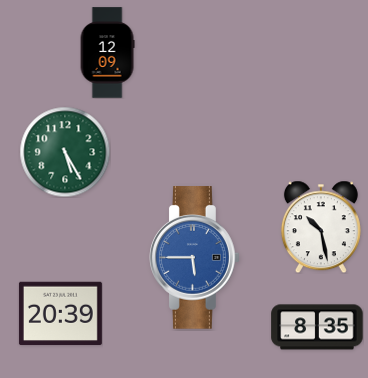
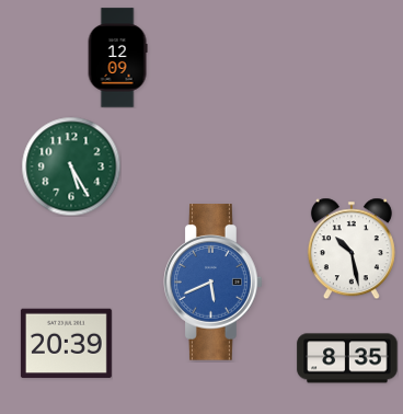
clock at (195, 258): 5:45 -> 5:41
